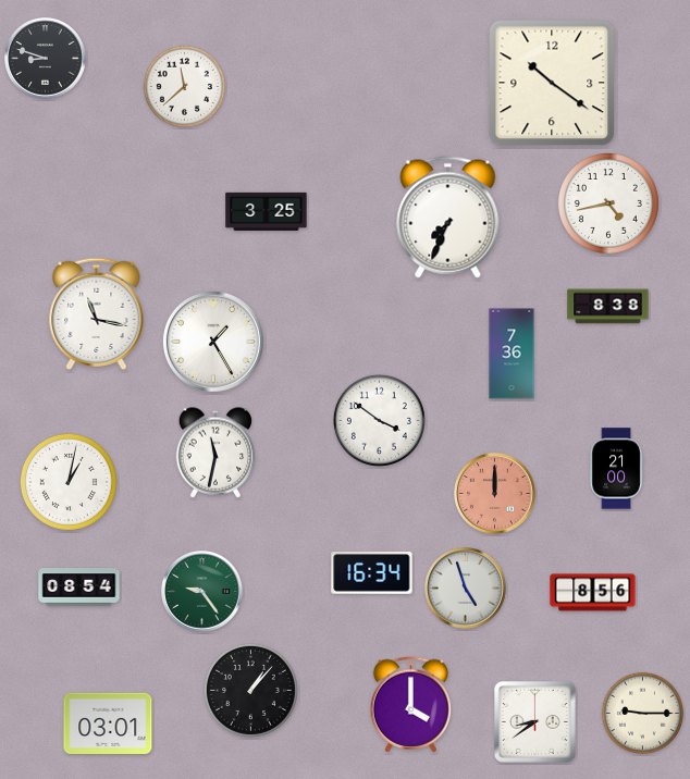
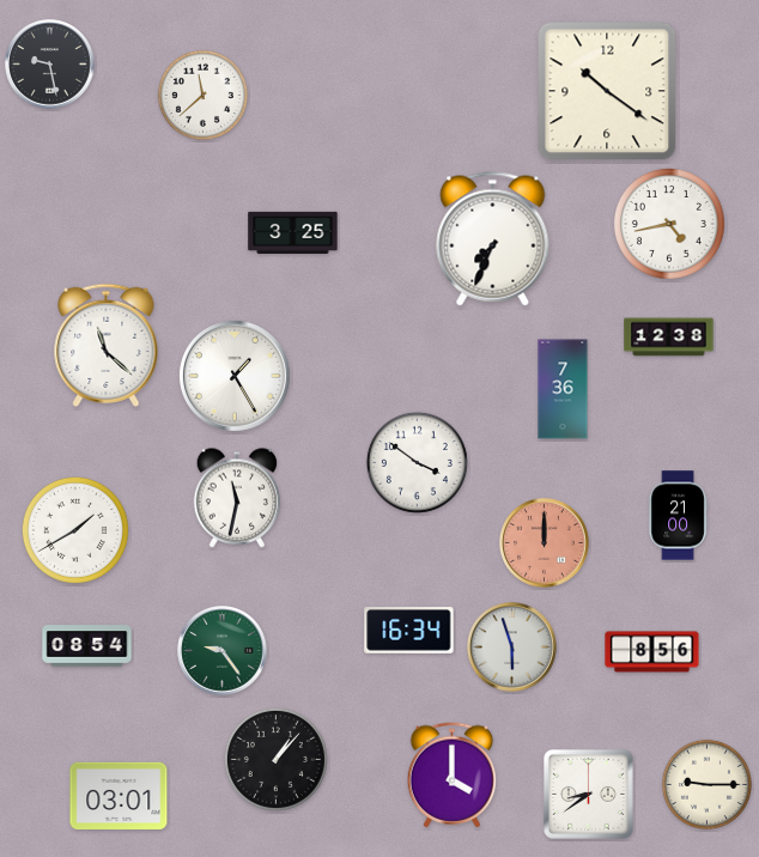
clock at (46, 59): 8:48 -> 9:28
clock at (608, 307): 8:38 -> 12:38
clock at (97, 313): 11:17 -> 11:22
clock at (69, 482): 1:02 -> 1:40
clock at (466, 589): 4:57 -> 5:57
